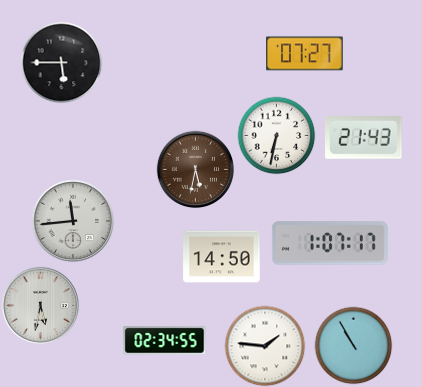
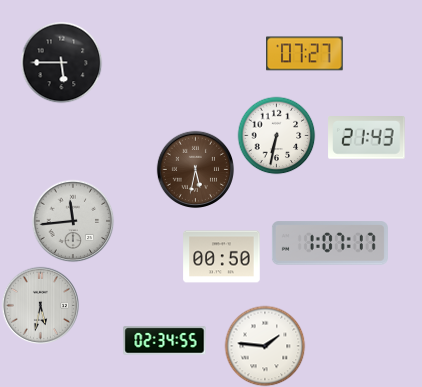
clock at (364, 138) position: (364, 138) -> (367, 138)
clock at (222, 257): 14:50 -> 00:50
clock at (353, 345): 10:55 -> none
